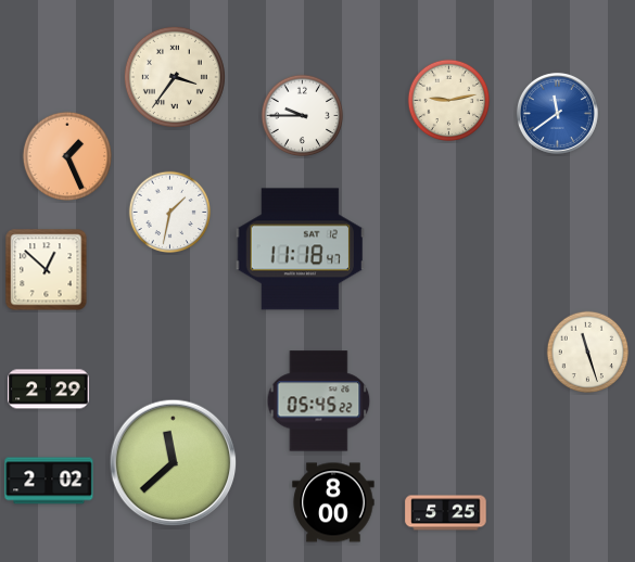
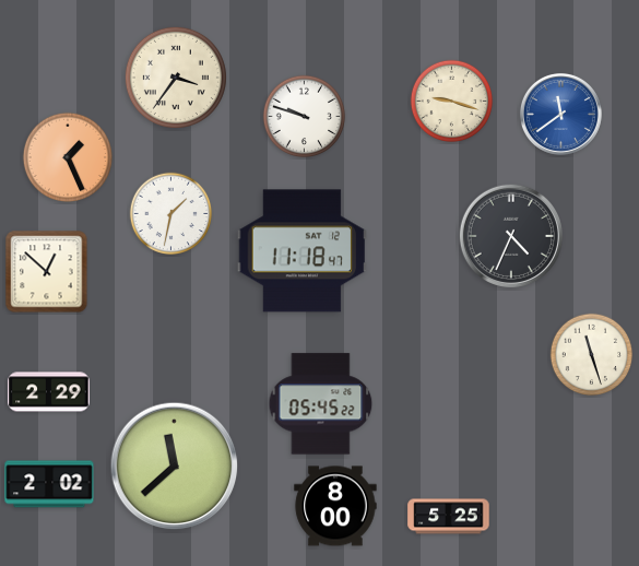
clock at (449, 101): 9:13 -> 9:18
clock at (303, 116): 9:45 -> 9:48
clock at (511, 236): none -> 4:34
